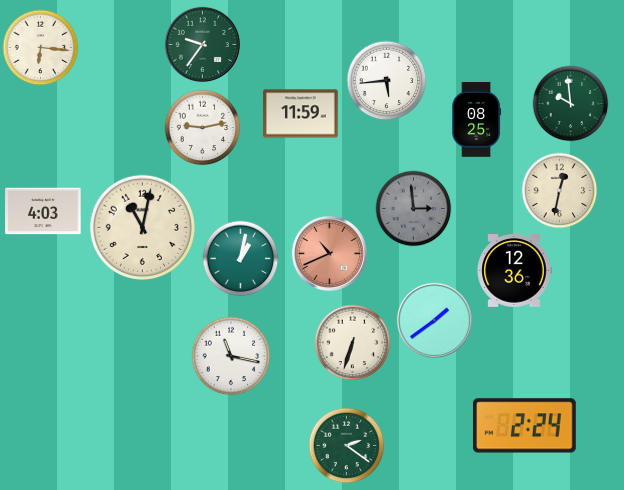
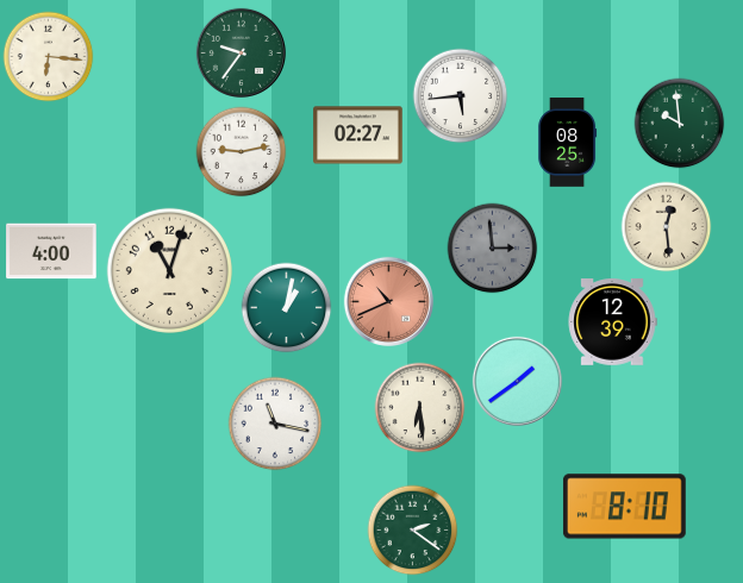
clock at (301, 114): 11:59 -> 02:27
clock at (560, 191): 12:32 -> 12:29
clock at (43, 211): 4:03 -> 4:00
clock at (142, 227): 11:02 -> 11:03
clock at (329, 253) position: (329, 253) -> (388, 301)
clock at (514, 271): 12:36 -> 12:39
clock at (353, 343): 6:33 -> 6:29
clock at (524, 426): 2:24 -> 8:10
